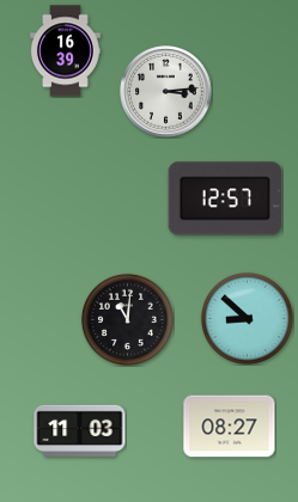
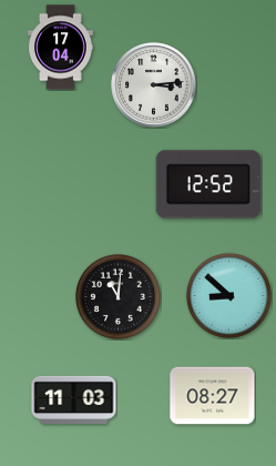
clock at (66, 51): 16:39 -> 17:04
clock at (225, 198): 12:57 -> 12:52
